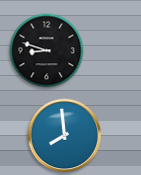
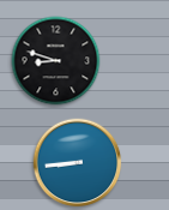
clock at (65, 136): 7:59 -> 8:44
